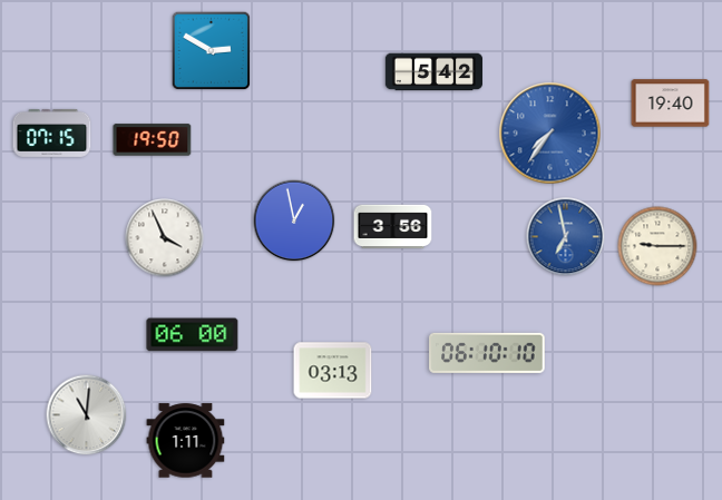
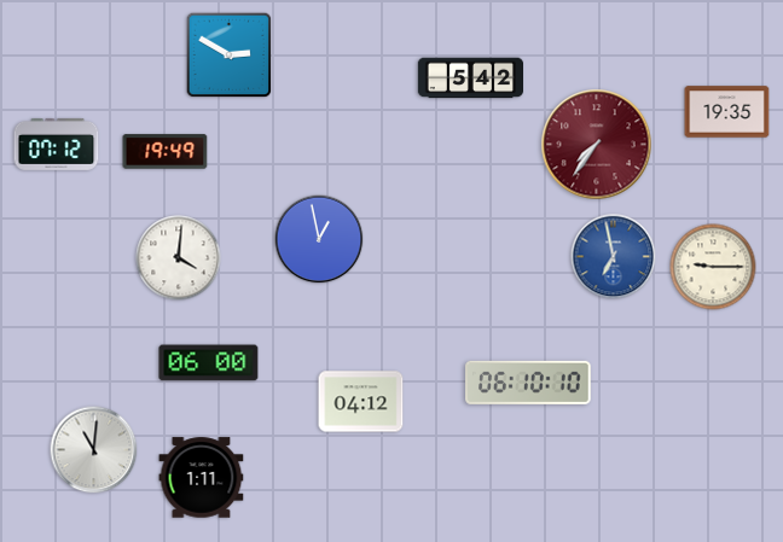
clock at (671, 104): 19:40 -> 19:35
clock at (52, 133): 07:15 -> 07:12
clock at (550, 134) dial: blue -> burgundy
clock at (153, 140): 19:50 -> 19:49
clock at (393, 227): 3:56 -> none
clock at (165, 238): 3:56 -> 4:01
clock at (333, 371): 03:13 -> 04:12
